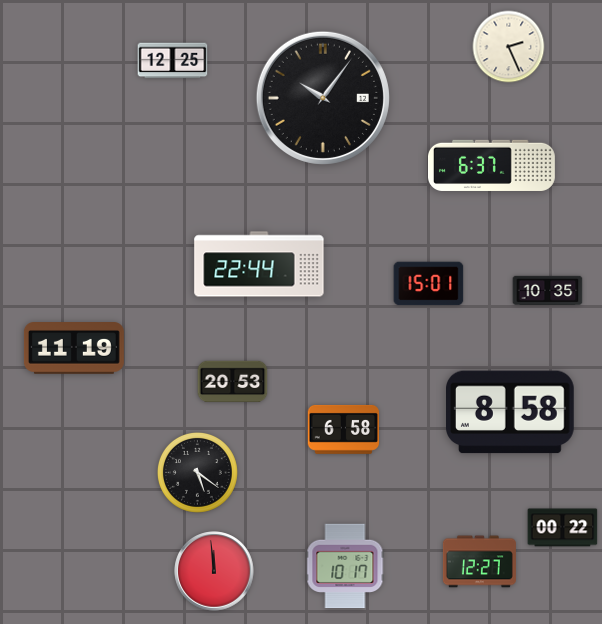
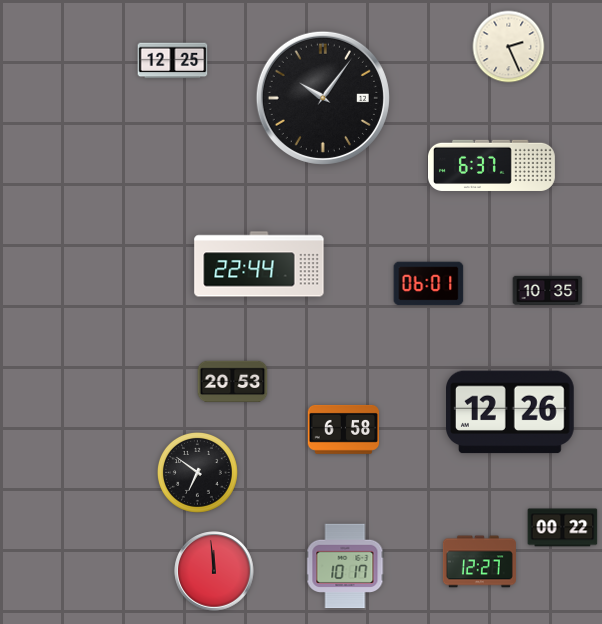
clock at (429, 284): 15:01 -> 06:01
clock at (74, 349): 11:19 -> none
clock at (511, 412): 8:58 -> 12:26
clock at (197, 472): 5:21 -> 6:51
